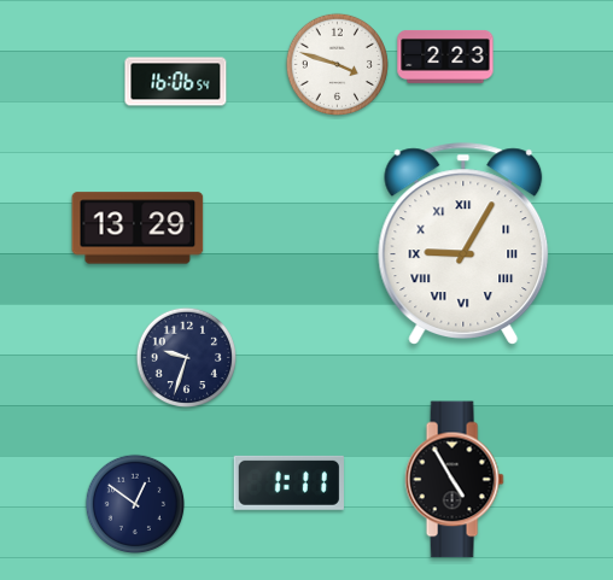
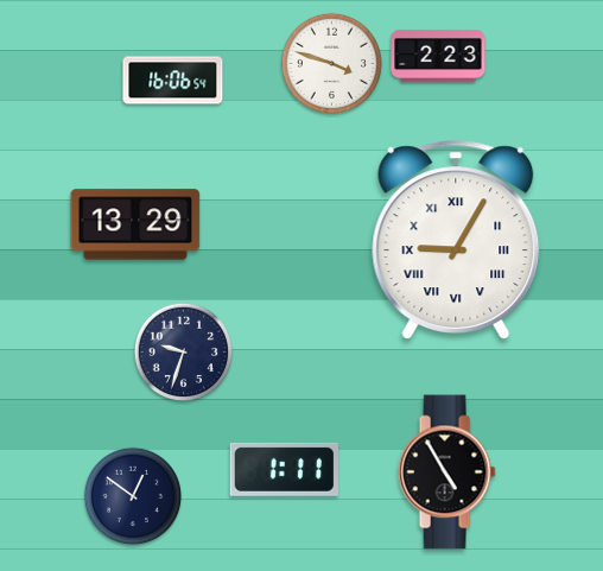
clock at (288, 482) position: (288, 482) -> (284, 469)
